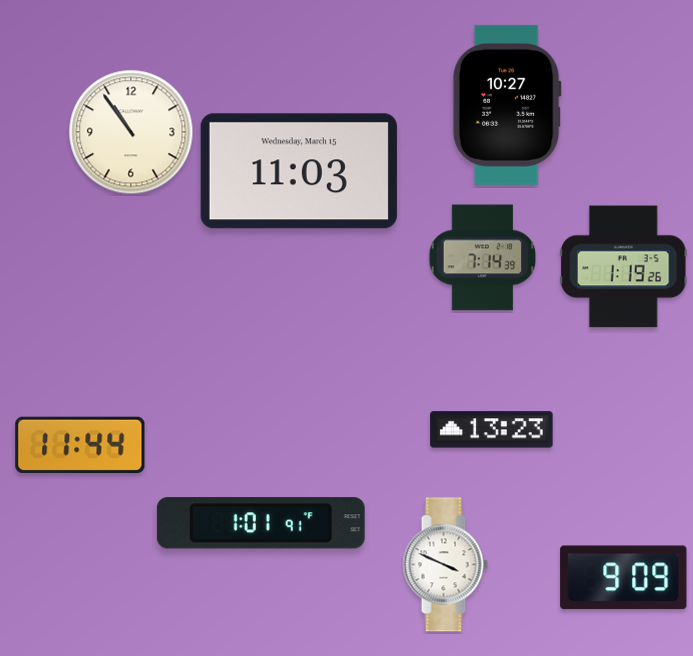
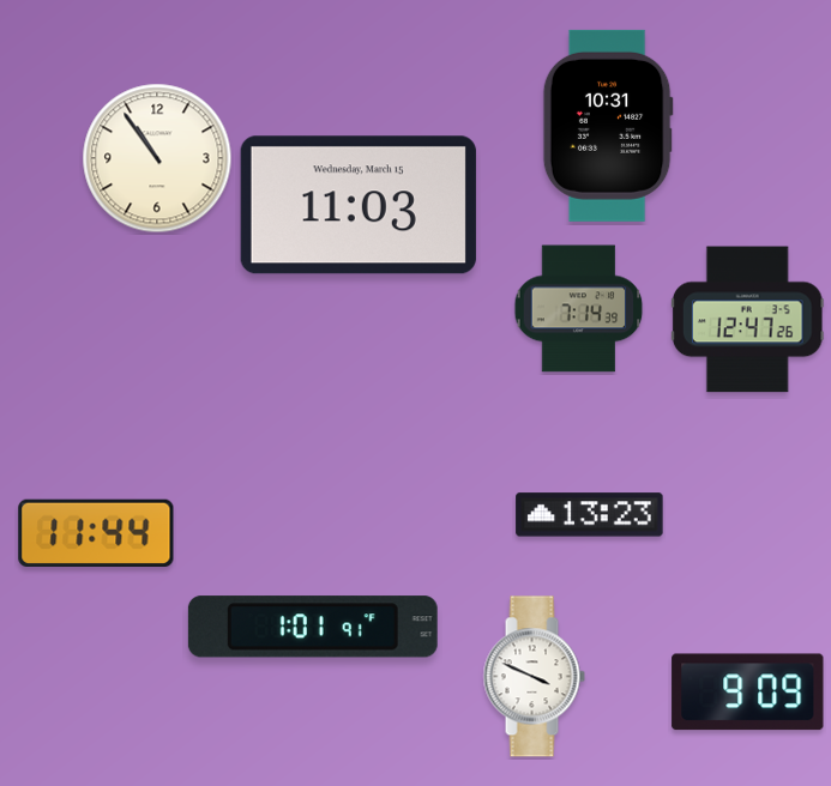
clock at (507, 105): 10:27 -> 10:31
clock at (623, 267): 1:19 -> 12:47
